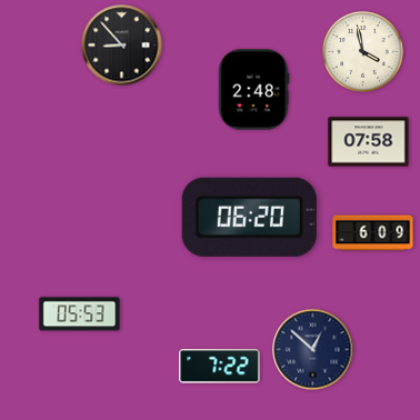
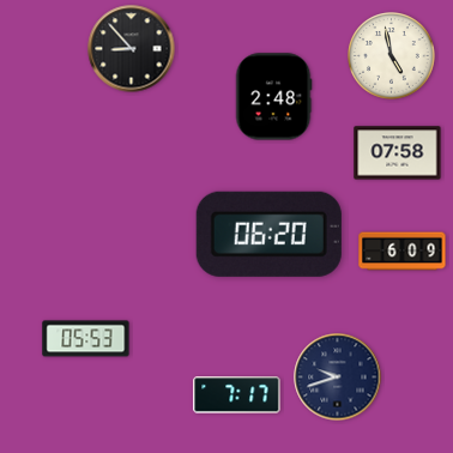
clock at (363, 52): 3:58 -> 4:58
clock at (313, 350): 12:52 -> 9:42
clock at (220, 367): 7:22 -> 7:17
